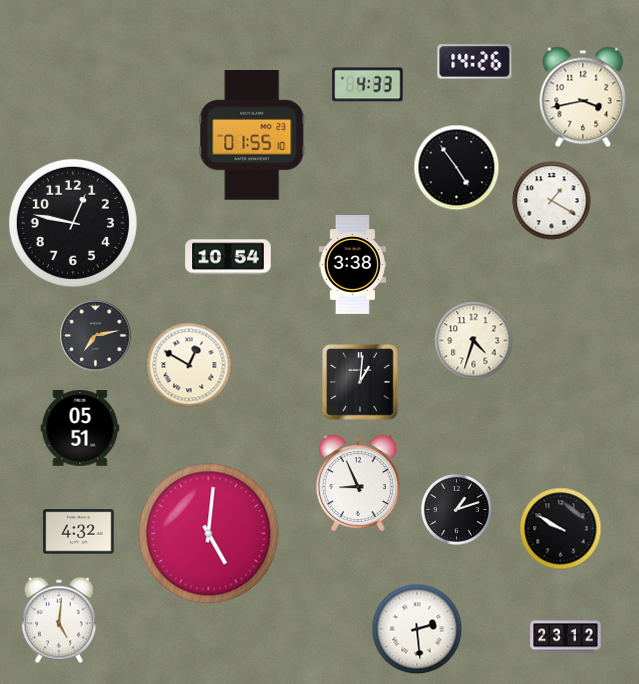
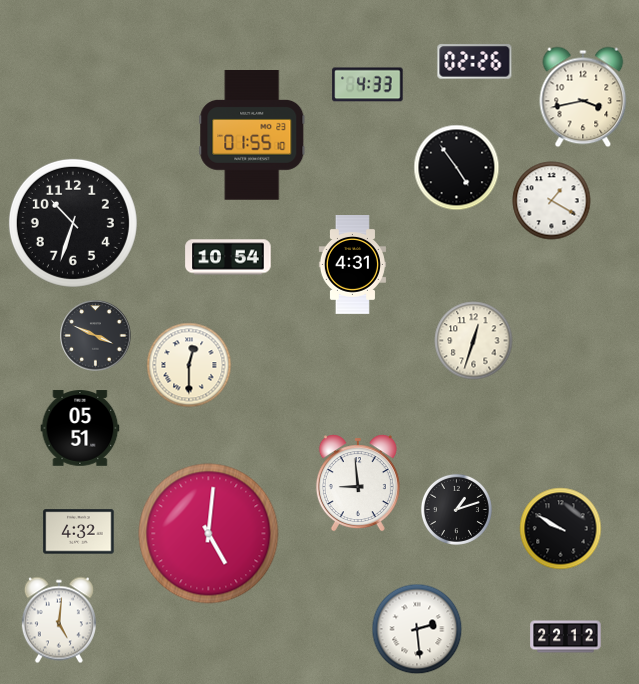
clock at (475, 62): 14:26 -> 02:26
clock at (73, 223): 12:47 -> 10:33
clock at (352, 265): 3:38 -> 4:31
clock at (96, 336): 7:13 -> 3:49
clock at (474, 341): 4:33 -> 12:33
clock at (189, 365): 12:50 -> 12:30
clock at (360, 382): 1:01 -> none
clock at (358, 483): 8:56 -> 8:59
clock at (566, 637): 23:12 -> 22:12
